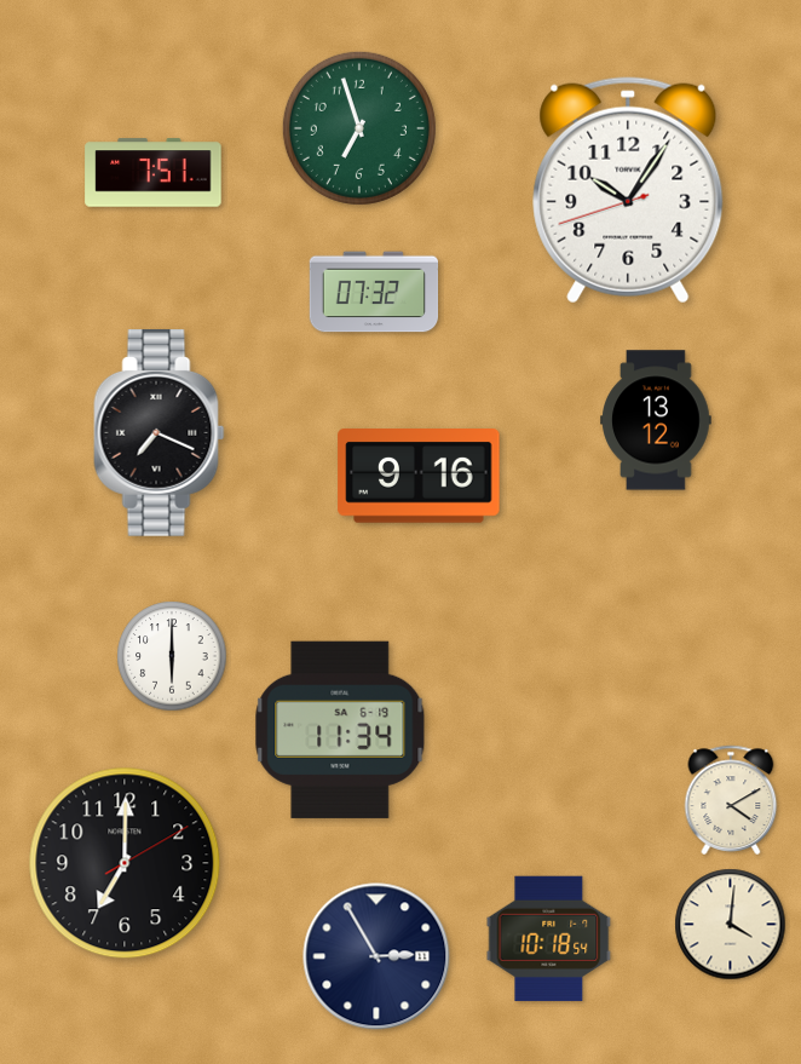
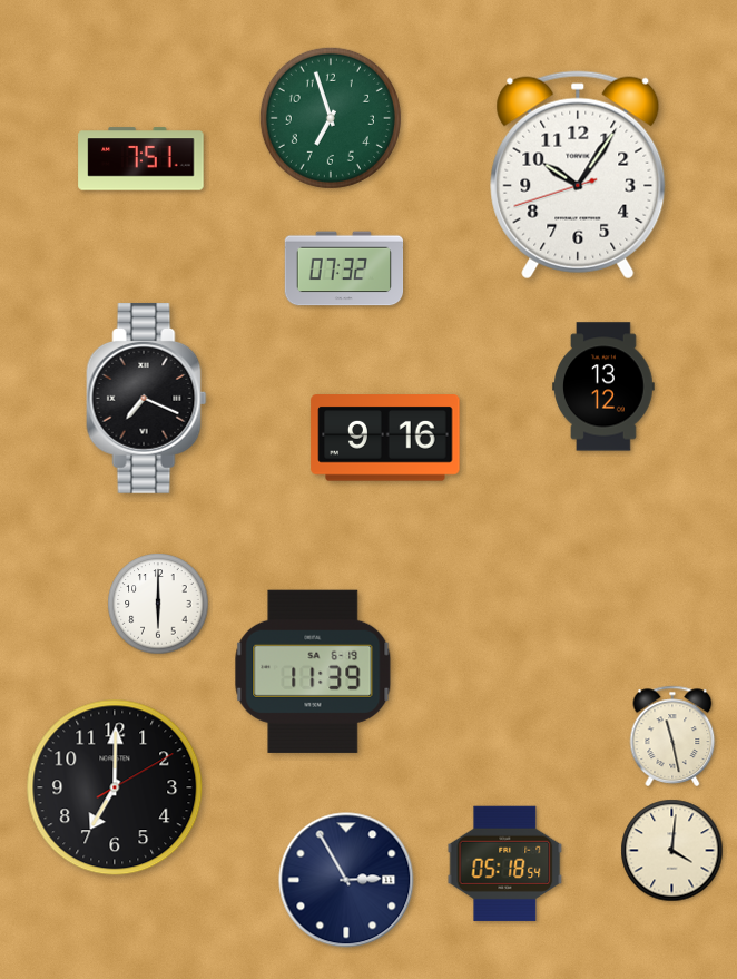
clock at (340, 730): 11:34 -> 11:39
clock at (731, 800): 4:10 -> 11:28
clock at (125, 863) position: (125, 863) -> (115, 787)
clock at (549, 938): 10:18 -> 05:18
